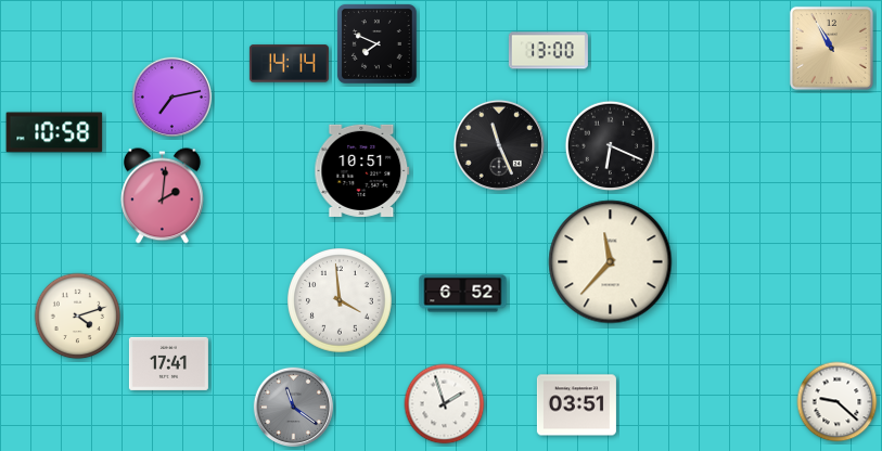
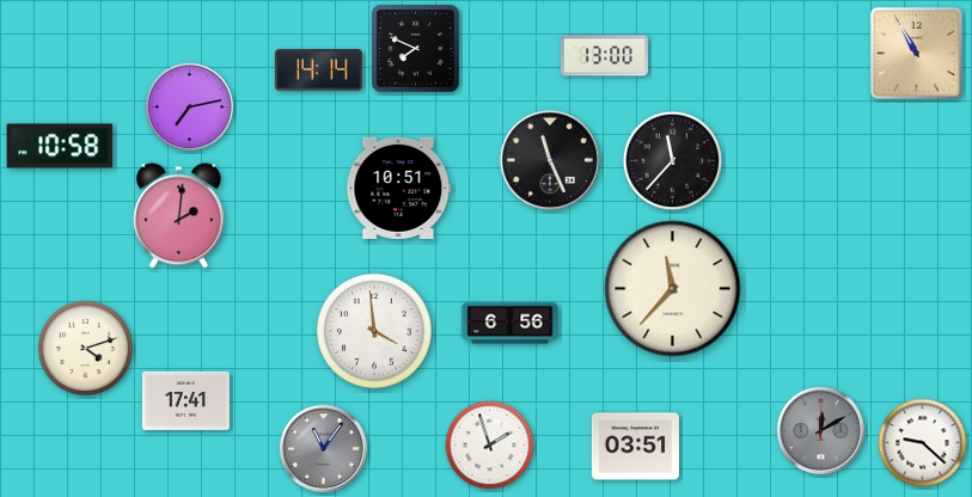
clock at (611, 146): 6:19 -> 11:37
clock at (463, 294): 6:52 -> 6:56
clock at (820, 430): none -> 12:10
clock at (293, 407): 11:21 -> 11:06
